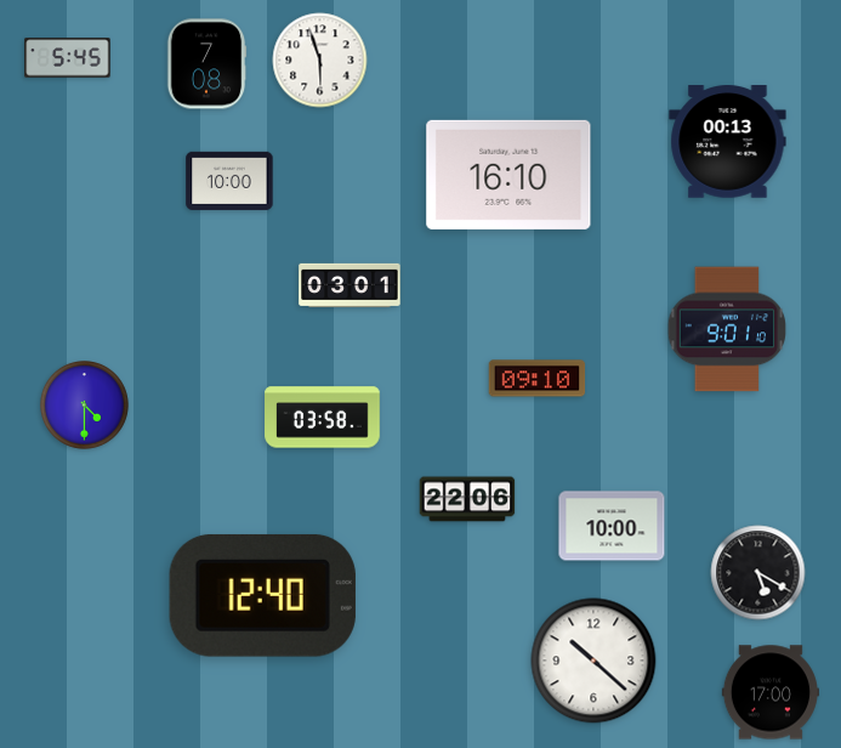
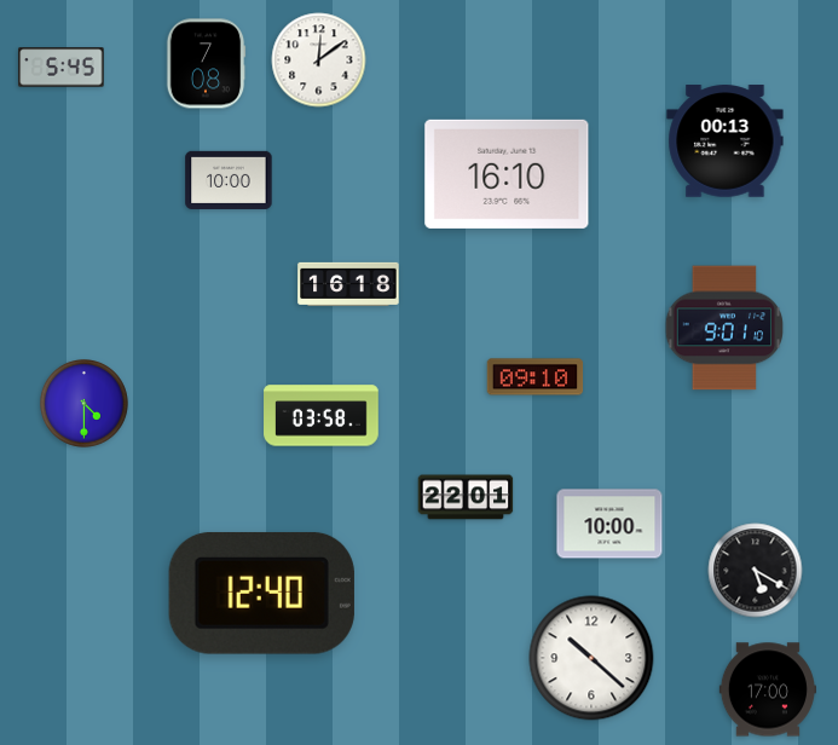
clock at (68, 58) position: (68, 58) -> (62, 68)
clock at (320, 61): 5:57 -> 12:09
clock at (350, 284): 03:01 -> 16:18
clock at (467, 499): 22:06 -> 22:01
